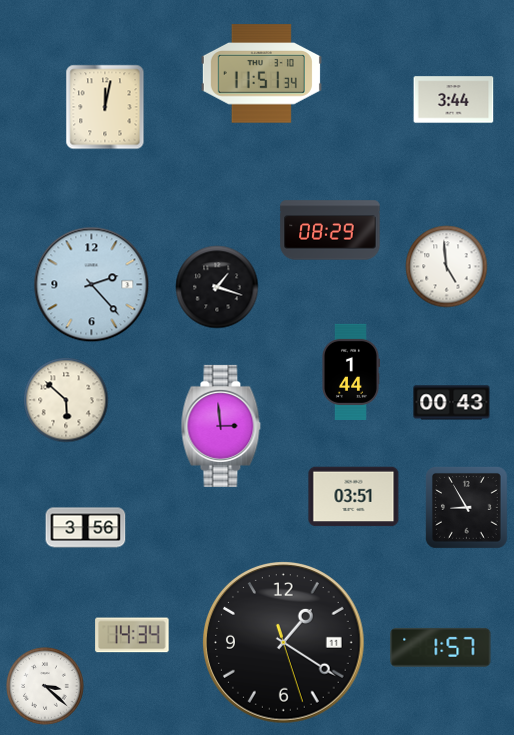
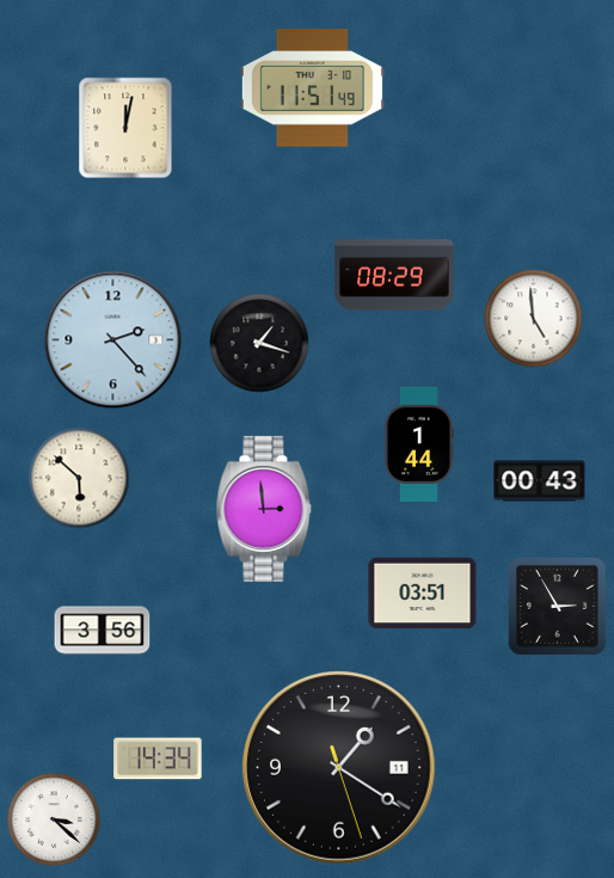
clock at (261, 74): 11:51:34 -> 11:51:49
clock at (454, 100): 3:44 -> none
clock at (92, 285) position: (92, 285) -> (113, 340)
clock at (466, 507): 8:55 -> 2:55
clock at (441, 647): 1:57 -> none
